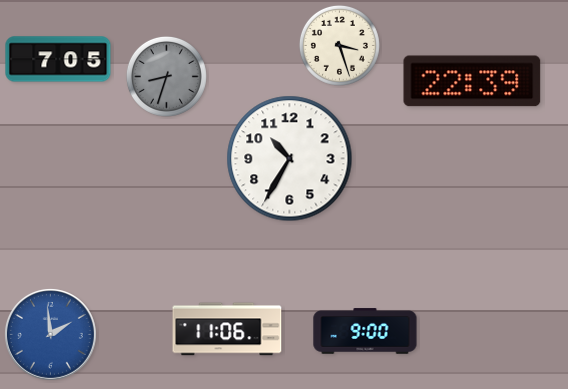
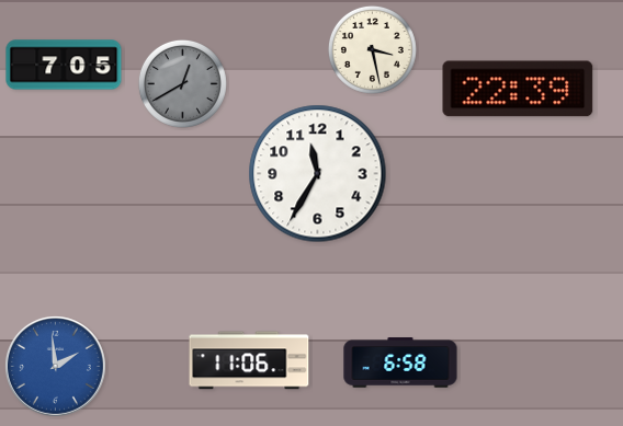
clock at (339, 45): 3:27 -> 3:28
clock at (166, 76): 8:33 -> 12:40
clock at (290, 159): 10:35 -> 11:35
clock at (365, 331): 9:00 -> 6:58
